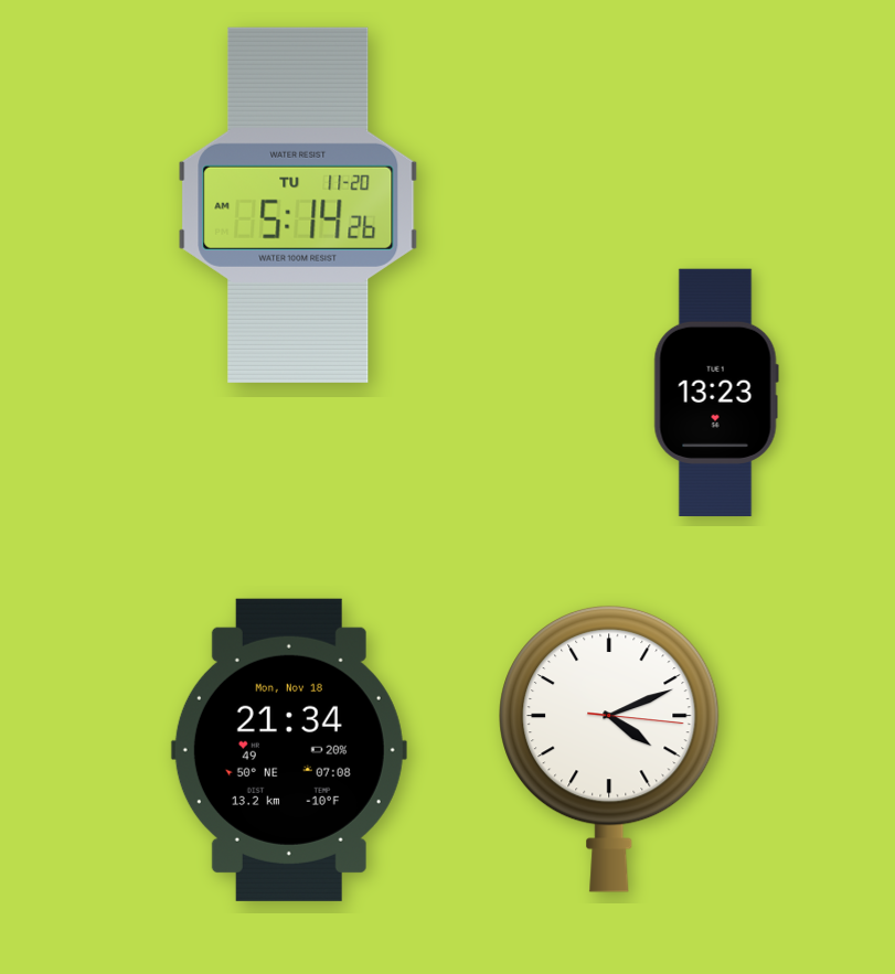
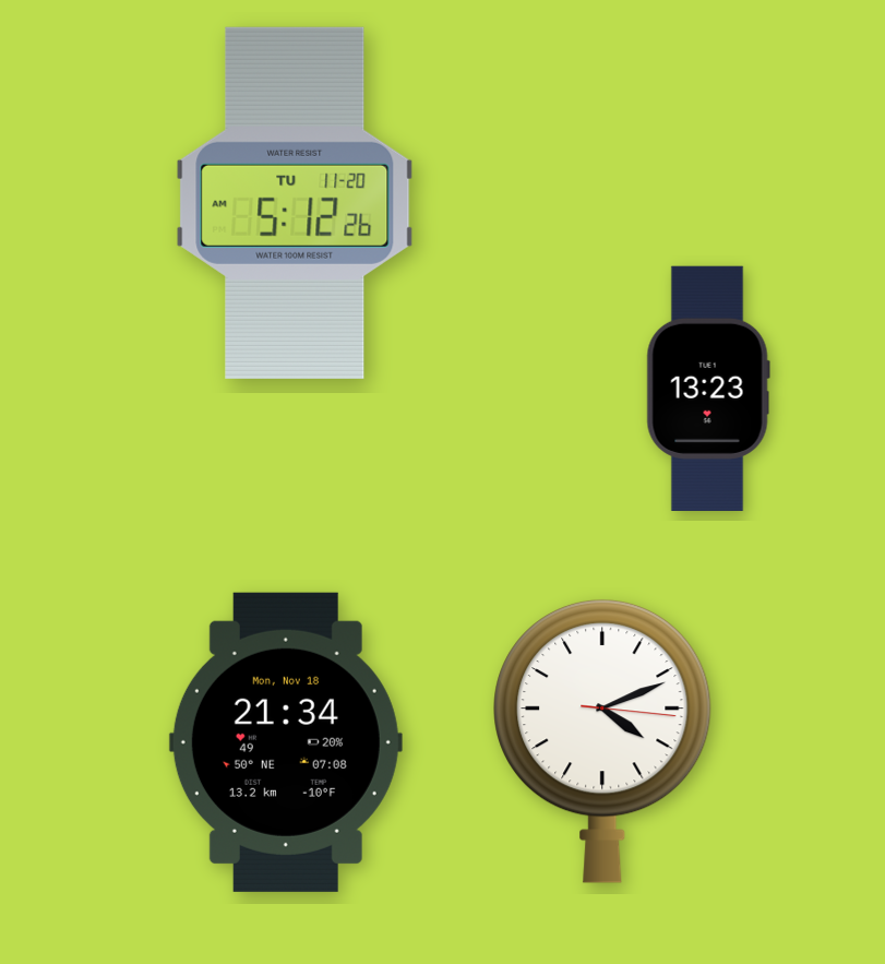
clock at (298, 205): 5:14 -> 5:12
